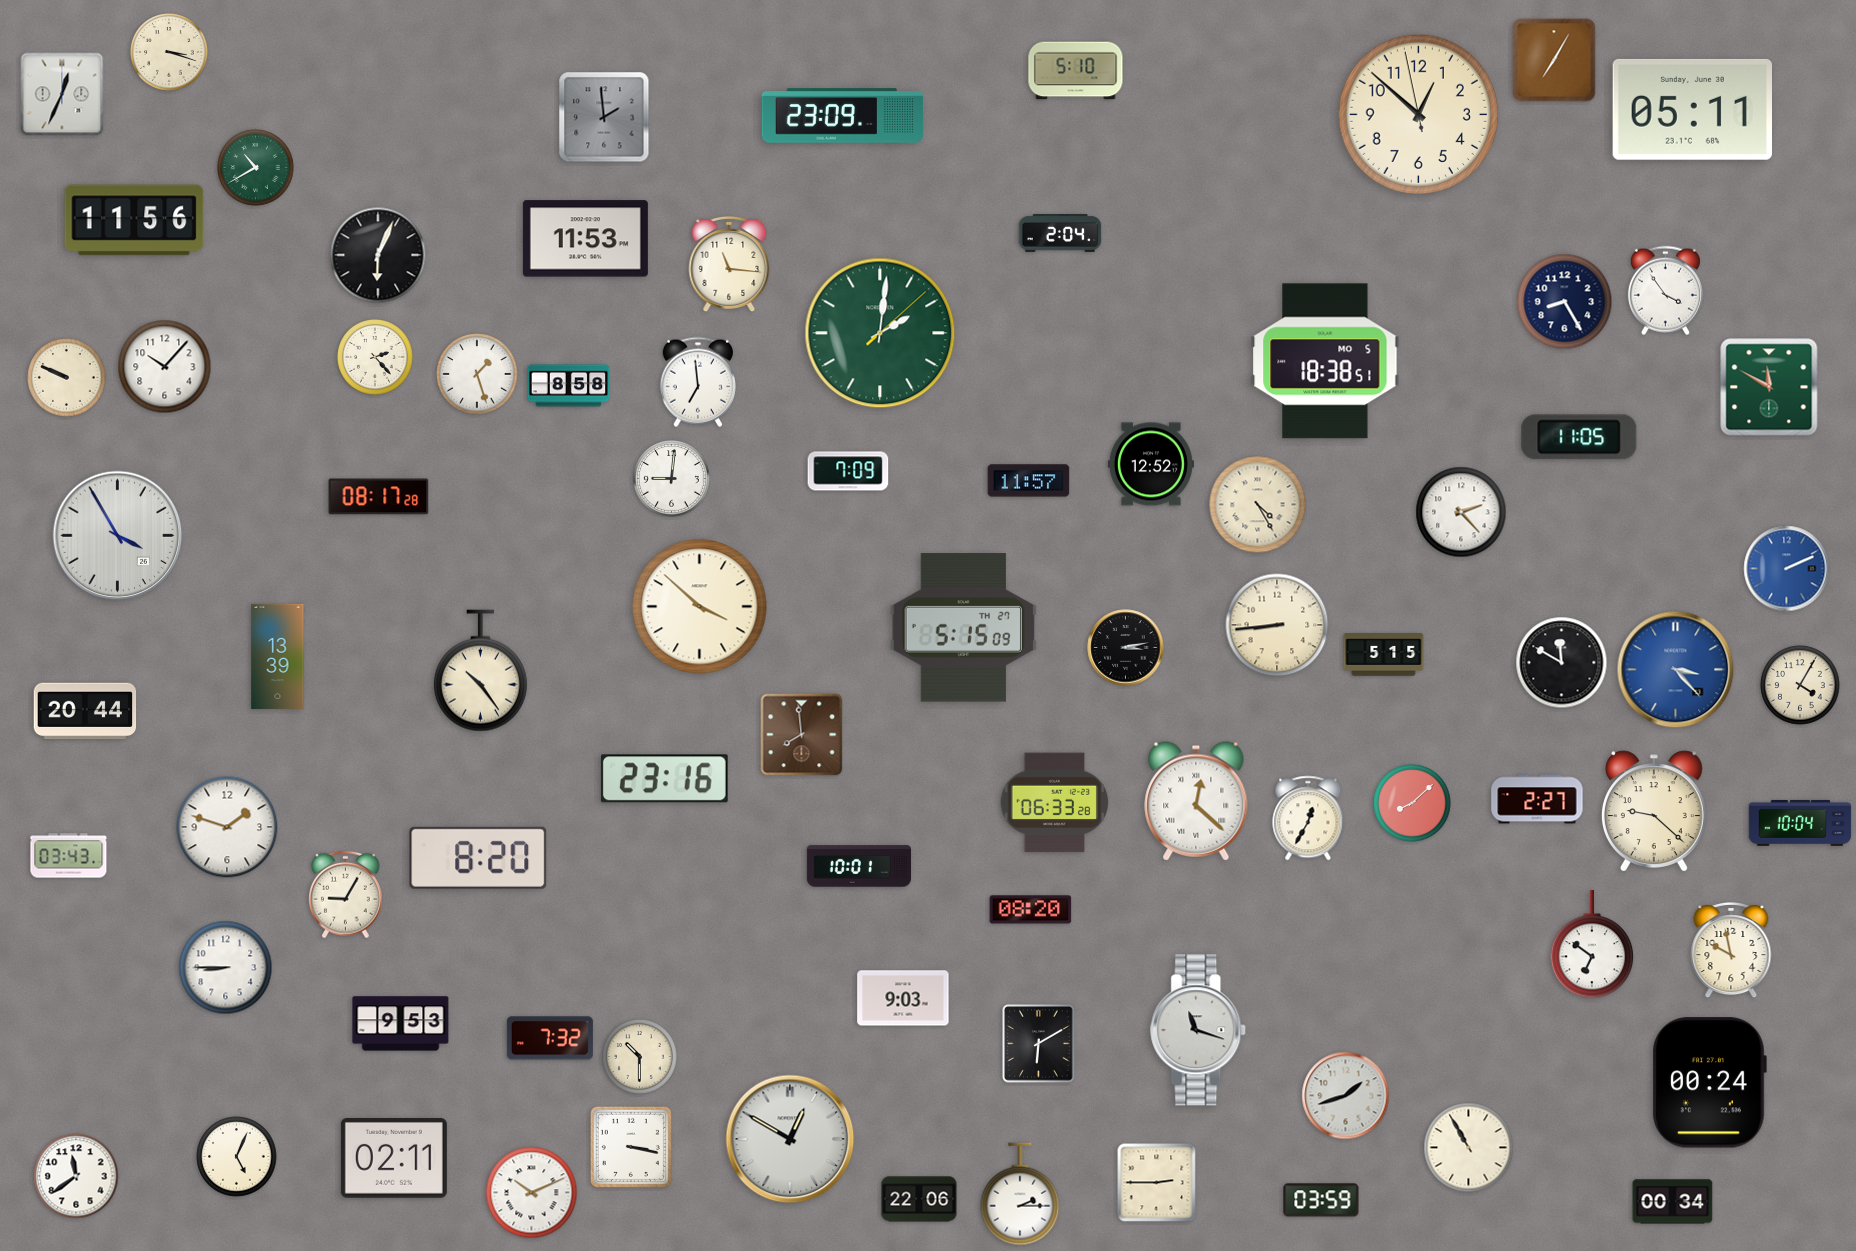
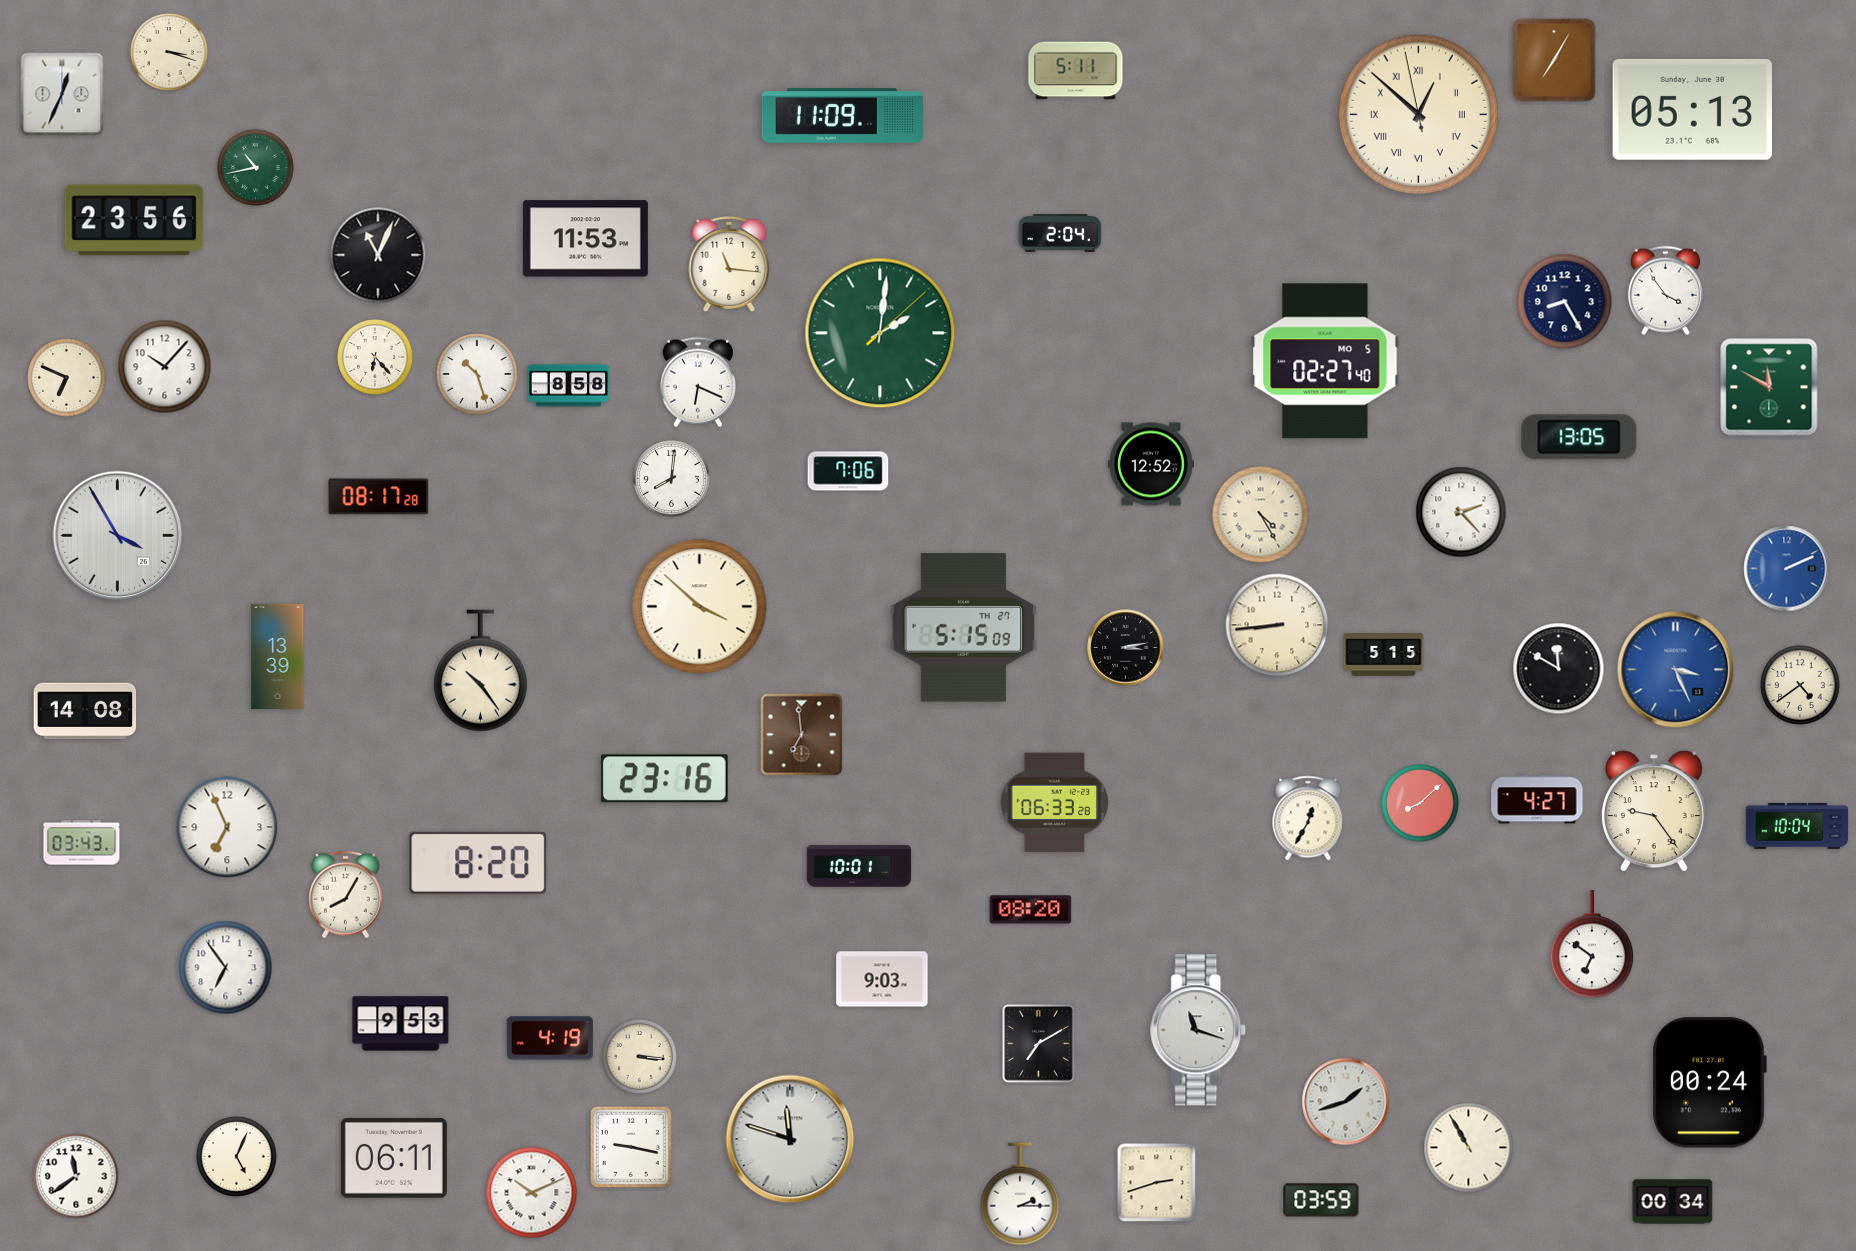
clock at (1076, 71): 5:10 -> 5:11
clock at (1692, 109): 05:11 -> 05:13
clock at (1418, 114) numerals: Arabic -> Roman
clock at (842, 116): 23:09 -> 11:09
clock at (604, 117): 1:59 -> none
clock at (256, 168): 10:40 -> 10:43
clock at (134, 220): 11:56 -> 23:56
clock at (378, 255): 6:04 -> 11:04
clock at (376, 358): 2:23 -> 6:23
clock at (1325, 361): 18:38 -> 02:27
clock at (477, 374): 1:27 -> 10:27
clock at (67, 378): 9:49 -> 6:49
clock at (698, 382): 6:59 -> 6:19
clock at (1579, 437): 11:05 -> 13:05
clock at (848, 471): 7:09 -> 7:06
clock at (672, 479): 9:01 -> 8:01
clock at (1029, 481): 11:57 -> none
clock at (1258, 505) position: (1258, 505) -> (1261, 515)
clock at (1562, 663) position: (1562, 663) -> (1559, 669)
clock at (1676, 670): 3:23 -> 3:26
clock at (1800, 685): 4:05 -> 4:39
clock at (85, 711): 20:44 -> 14:08
clock at (802, 735): 7:59 -> 6:59
clock at (1537, 799): 2:27 -> 4:27
clock at (1196, 801): 12:22 -> none
clock at (1412, 803) position: (1412, 803) -> (1420, 803)
clock at (1654, 811): 9:22 -> 9:24
clock at (1800, 823) position: (1800, 823) -> (1797, 826)
clock at (227, 827): 1:48 -> 6:56
clock at (69, 856) position: (69, 856) -> (82, 843)
clock at (478, 858) position: (478, 858) -> (478, 863)
clock at (346, 895): 9:05 -> 8:05
clock at (1731, 950): 9:58 -> none
clock at (226, 968): 8:45 -> 6:54
clock at (903, 998) position: (903, 998) -> (882, 979)
clock at (550, 1038): 7:32 -> 4:19
clock at (1039, 1044): 6:10 -> 7:10
clock at (639, 1056): 10:30 -> 3:16
clock at (1346, 1096) position: (1346, 1096) -> (1346, 1102)
clock at (790, 1139): 12:50 -> 11:48
clock at (631, 1147): 3:17 -> 9:17
clock at (394, 1159): 02:11 -> 06:11
clock at (1157, 1183): 2:45 -> 2:42
clock at (919, 1199): 22:06 -> none
